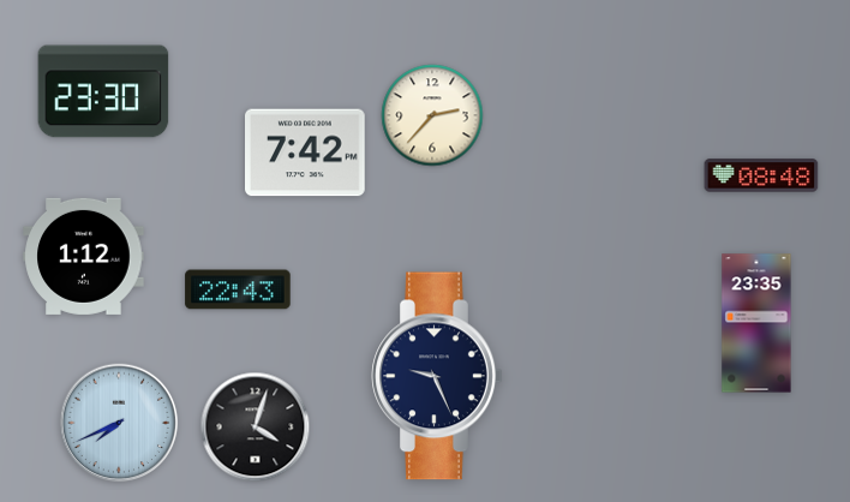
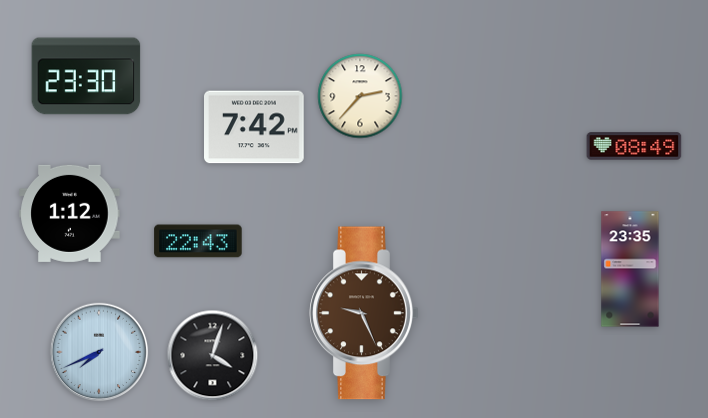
clock at (761, 175): 08:48 -> 08:49
clock at (437, 376) dial: navy -> brown
